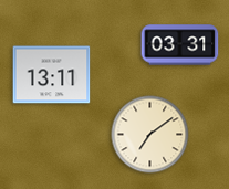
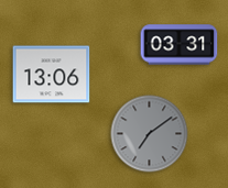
clock at (52, 75): 13:11 -> 13:06
clock at (150, 135) dial: cream -> grey
